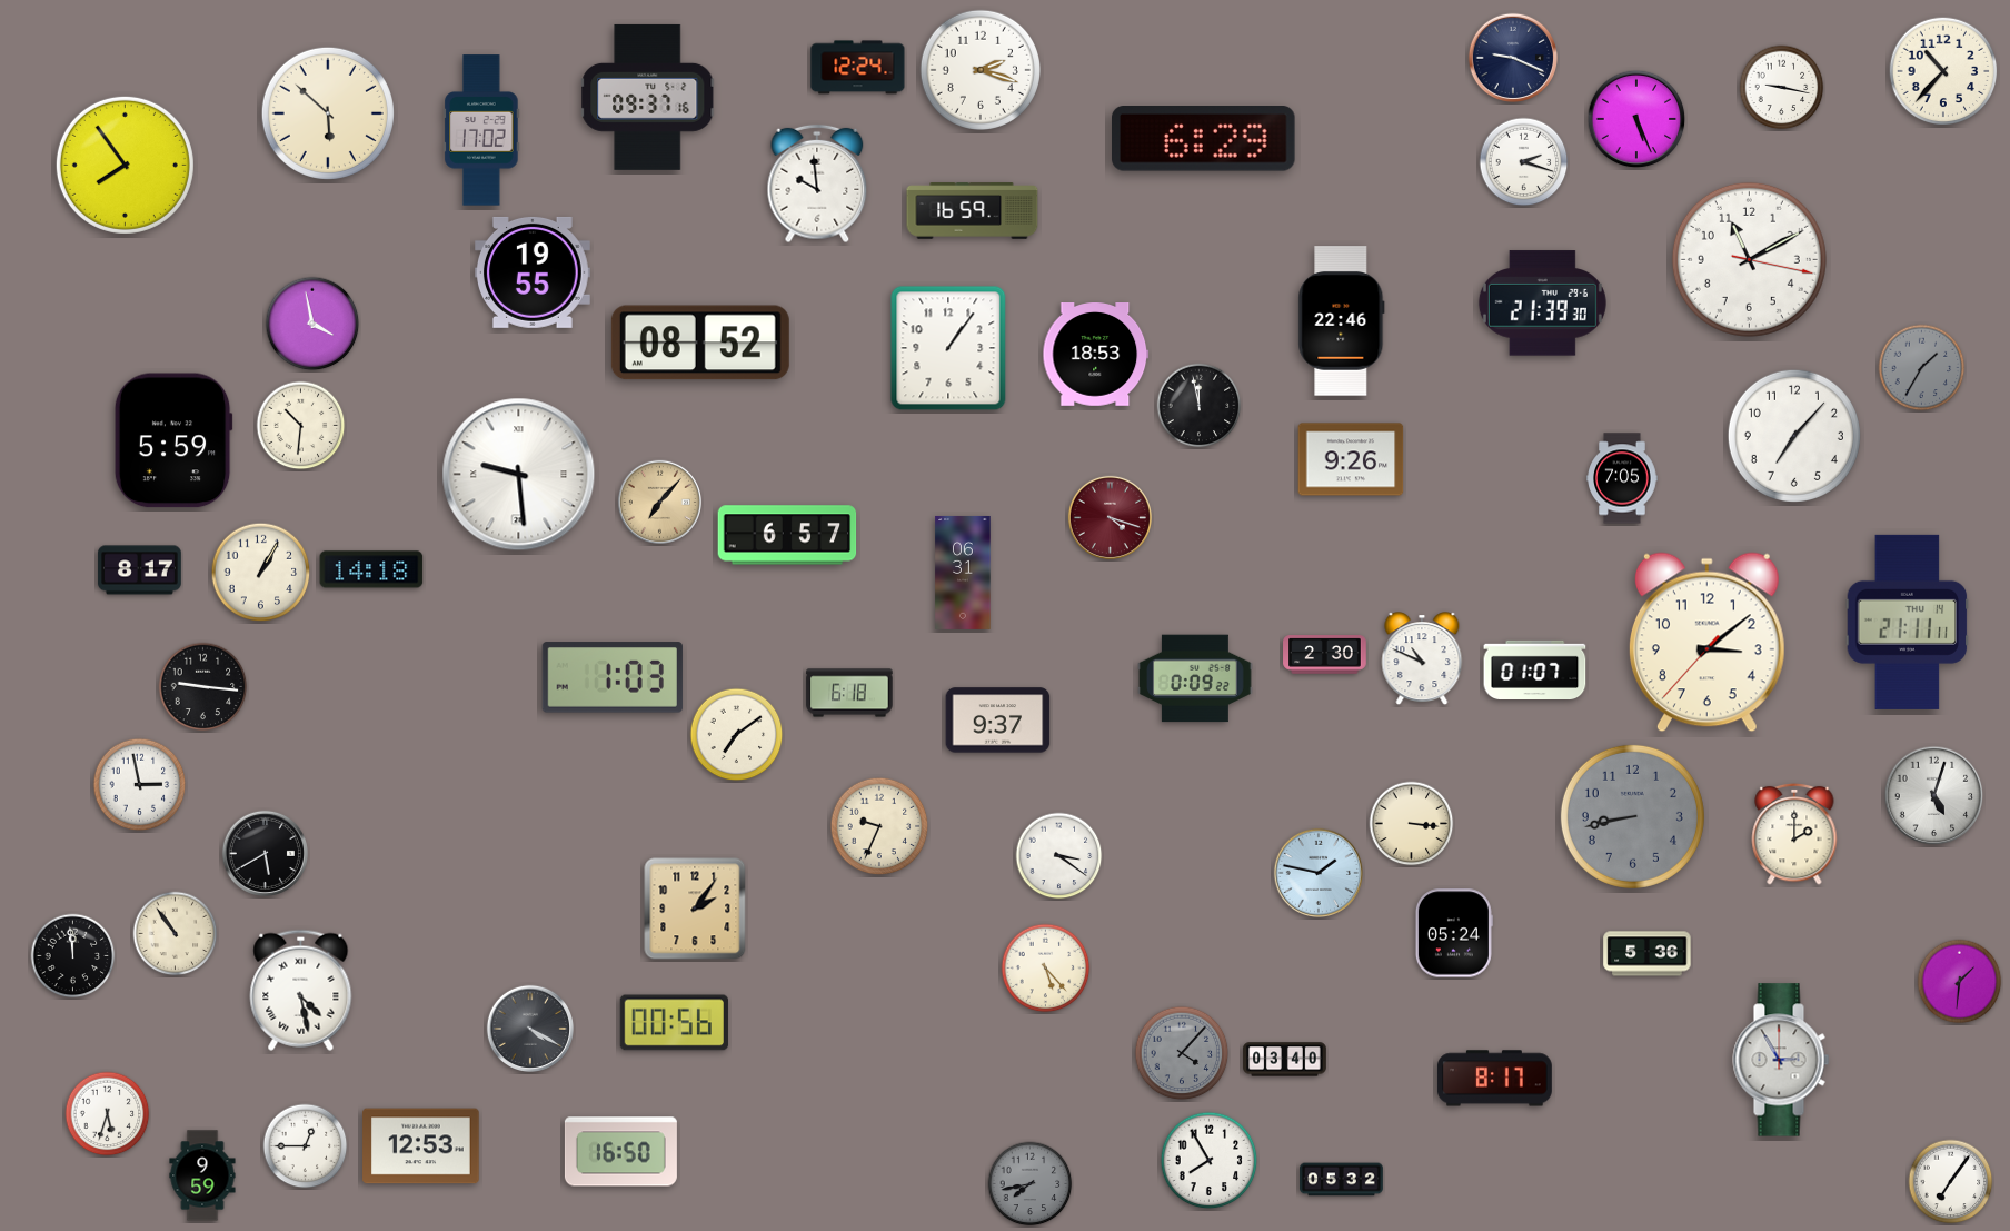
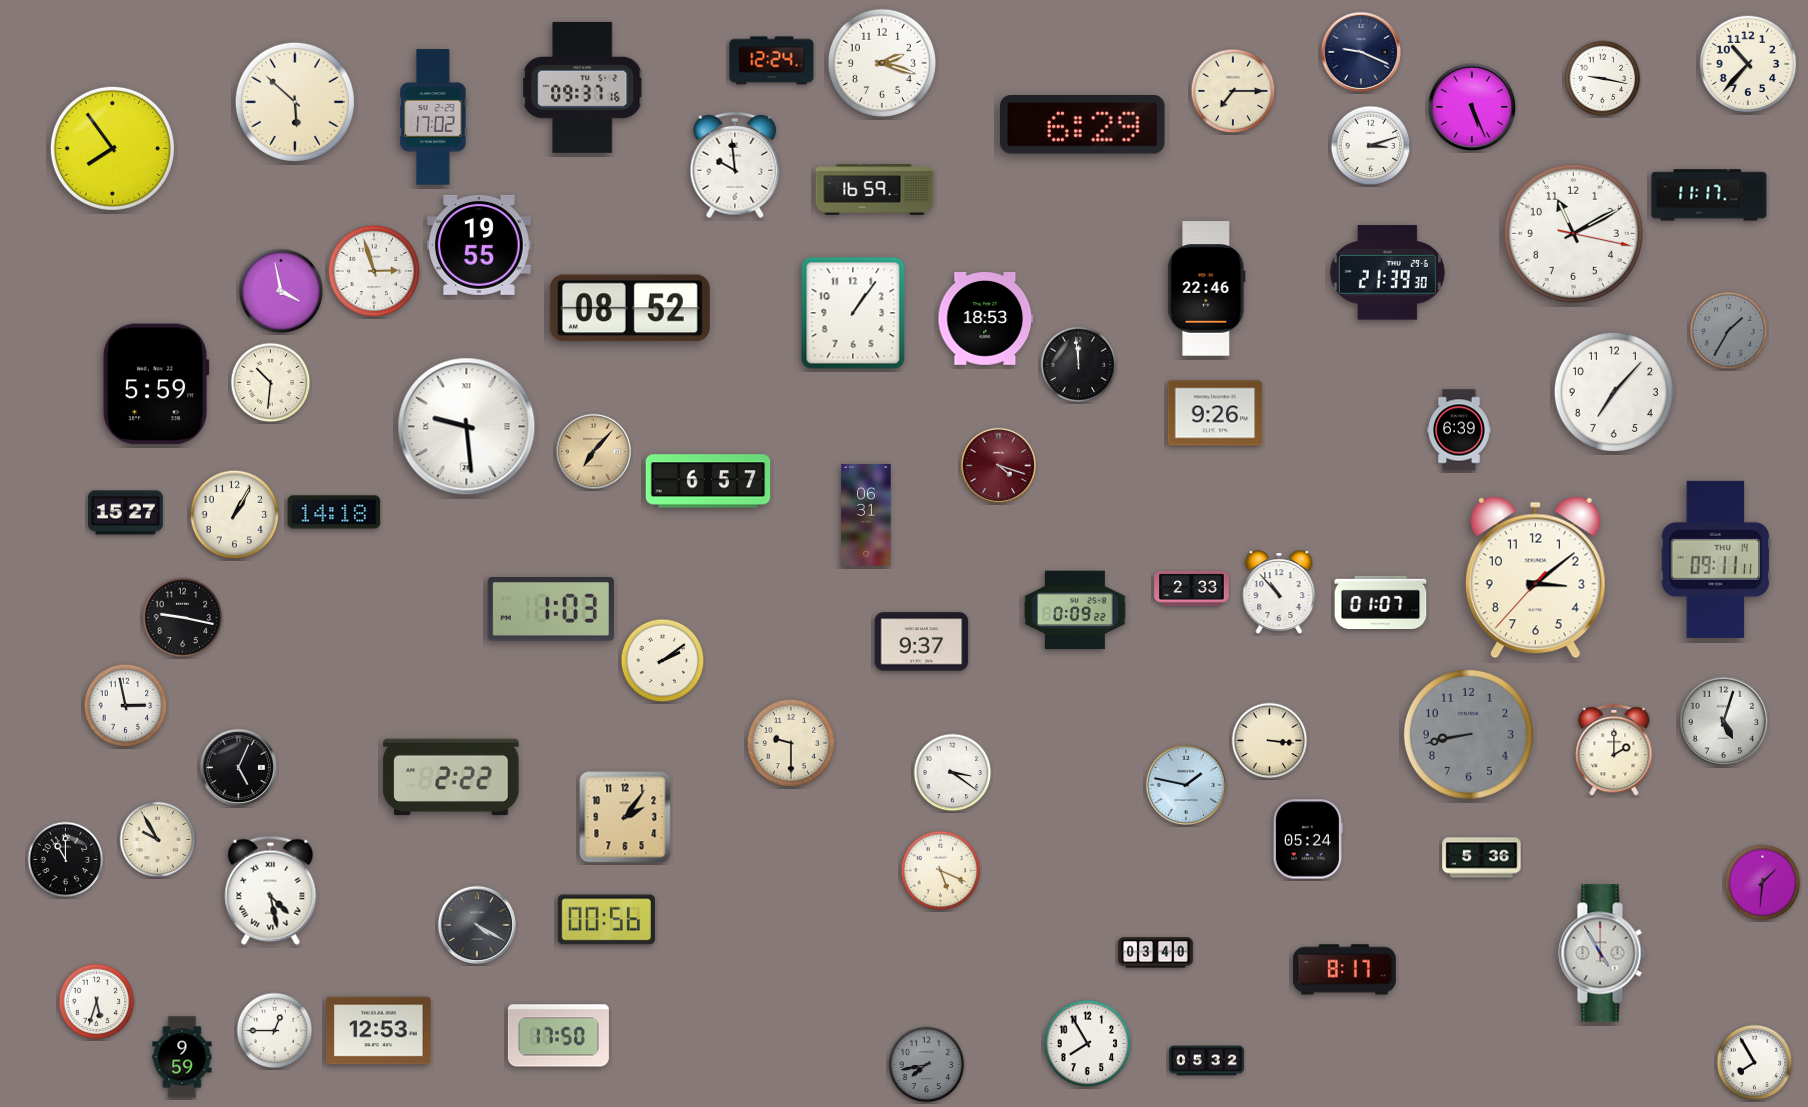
clock at (1233, 91): none -> 7:15
clock at (1524, 162): 2:18 -> 3:12
clock at (1709, 195): none -> 11:17
clock at (374, 271): none -> 2:57
clock at (1200, 406): 11:58 -> 11:59
clock at (173, 440) position: (173, 440) -> (156, 384)
clock at (1622, 478): 7:05 -> 6:39
clock at (140, 570): 8:17 -> 15:27
clock at (1908, 622): 21:11 -> 09:11
clock at (1325, 655): 2:30 -> 2:33
clock at (1422, 659): 10:49 -> 10:53
clock at (203, 687): 9:16 -> 9:17
clock at (849, 693): 6:18 -> none
clock at (998, 721) position: (998, 721) -> (922, 642)
clock at (737, 735): 7:09 -> 2:09
clock at (1934, 796) position: (1934, 796) -> (1724, 722)
clock at (879, 826): 9:34 -> 9:30
clock at (265, 853): 5:40 -> 5:04
clock at (1059, 856) position: (1059, 856) -> (953, 773)
clock at (451, 777): none -> 2:22
clock at (176, 934): 10:54 -> 9:55
clock at (73, 956): 11:59 -> 11:00
clock at (1046, 969): 5:23 -> 5:19
clock at (1182, 1053): 4:07 -> none
clock at (1781, 1060): 2:55 -> 4:55
clock at (620, 1152): 16:50 -> 17:50
clock at (1951, 1182): 7:06 -> 7:55
